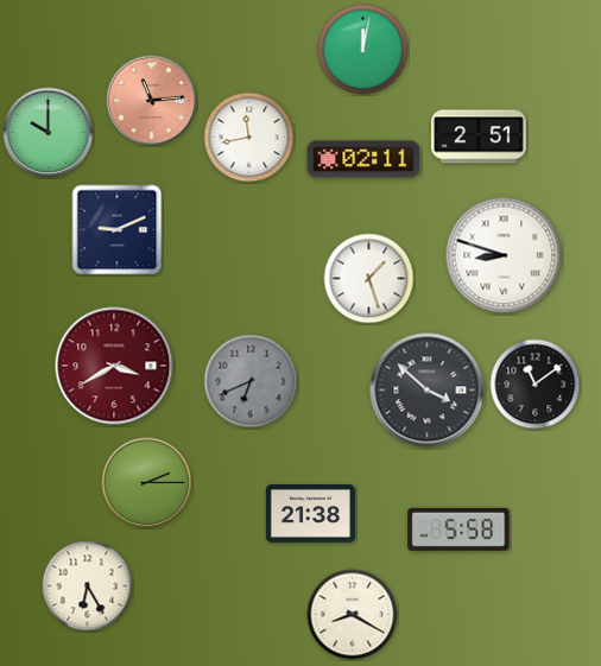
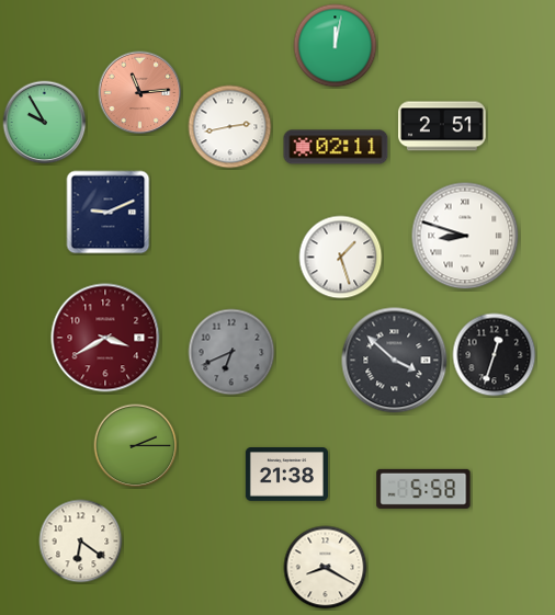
clock at (49, 133): 10:00 -> 9:55
clock at (249, 138): 11:43 -> 2:43
clock at (536, 385): 11:09 -> 12:33
clock at (88, 586): 6:25 -> 6:21
